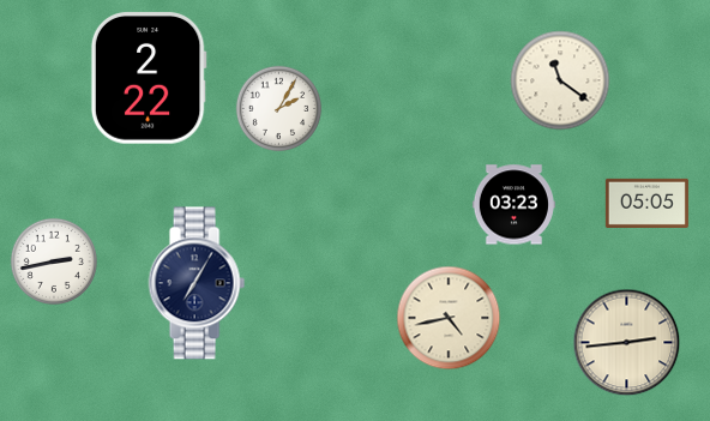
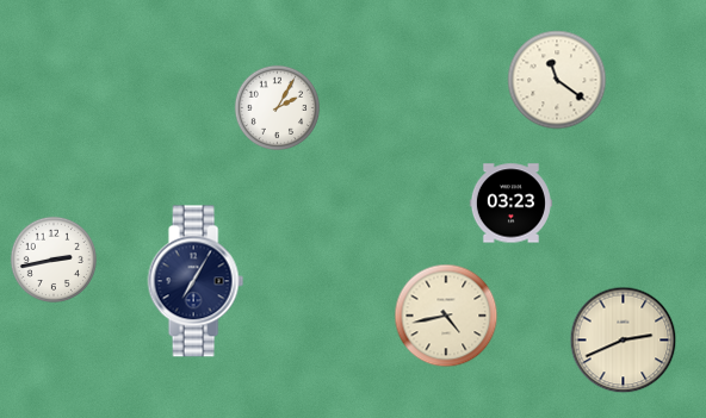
clock at (149, 78): 2:22 -> none
clock at (646, 203): 05:05 -> none
clock at (627, 343): 2:44 -> 2:41
